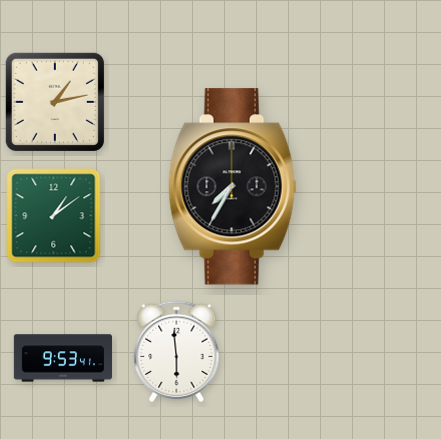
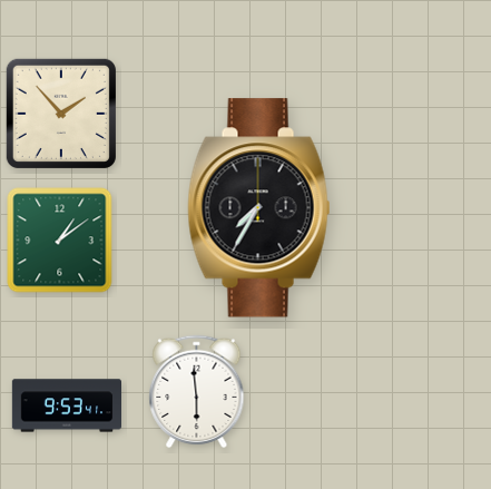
clock at (55, 102): 1:13 -> 1:53
clock at (62, 358) position: (62, 358) -> (66, 405)
